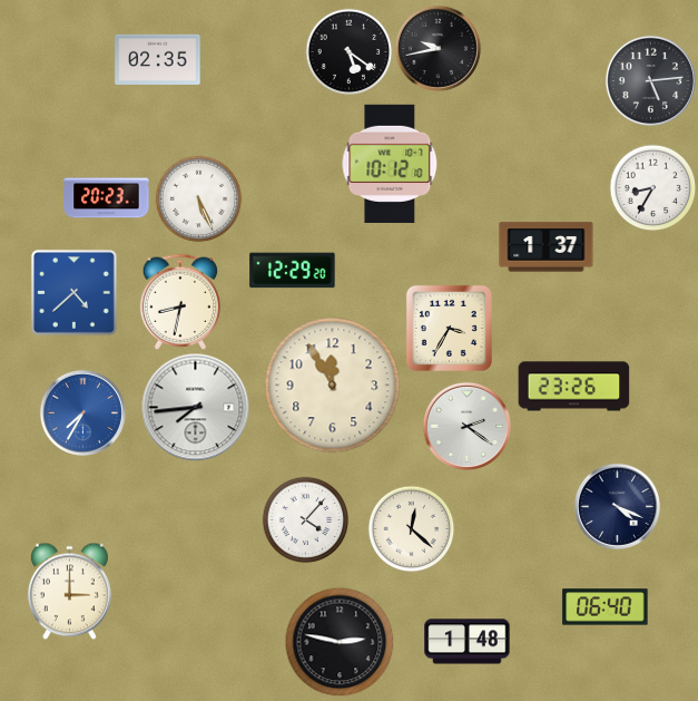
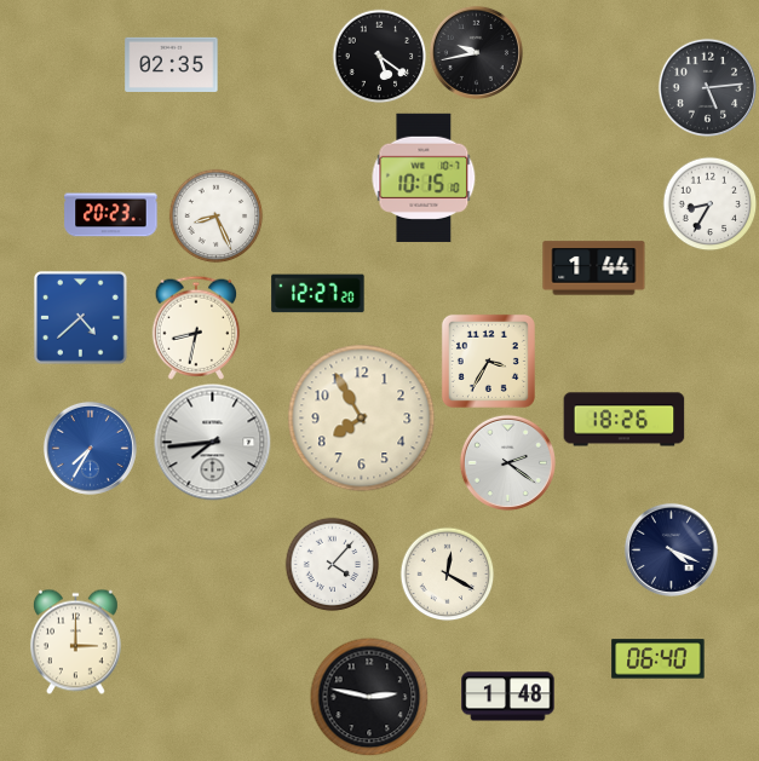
clock at (390, 164): 10:12 -> 10:15
clock at (107, 198) position: (107, 198) -> (111, 215)
clock at (198, 198): 5:26 -> 8:26
clock at (547, 247): 1:37 -> 1:44
clock at (293, 271): 12:29 -> 12:27
clock at (449, 328) position: (449, 328) -> (488, 361)
clock at (333, 386): 11:55 -> 7:55
clock at (574, 387): 23:26 -> 18:26
clock at (411, 528): 12:22 -> 12:20
